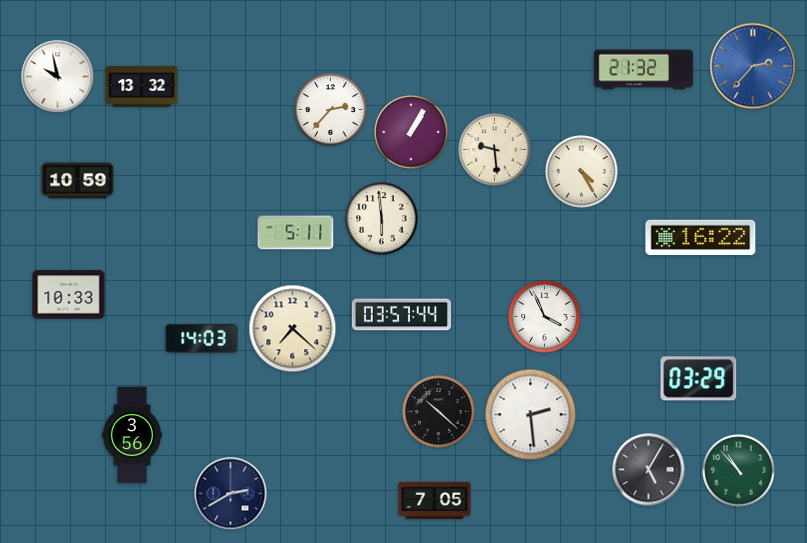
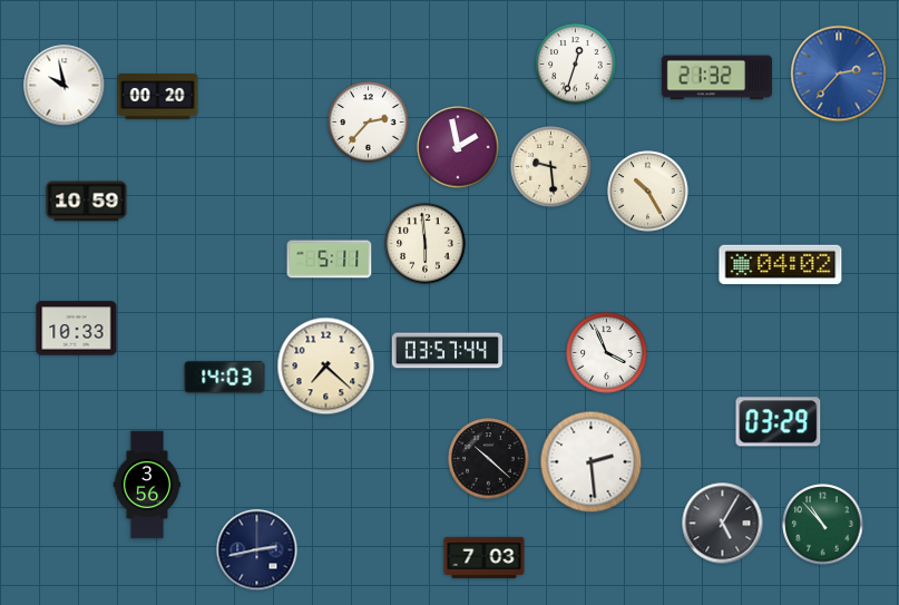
clock at (576, 65): none -> 12:33
clock at (142, 87): 13:32 -> 00:20
clock at (411, 132): 1:05 -> 1:58
clock at (582, 172): 4:25 -> 10:25
clock at (701, 238): 16:22 -> 04:02
clock at (231, 494): 2:40 -> 2:43
clock at (435, 500): 7:05 -> 7:03
